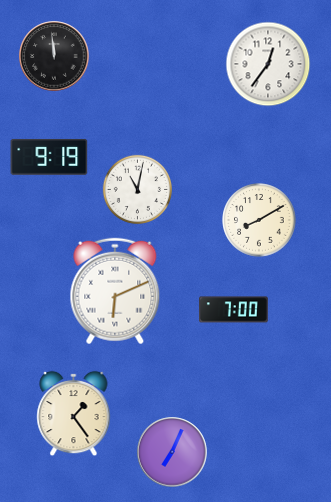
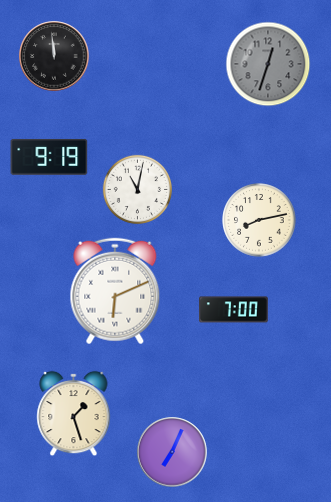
clock at (268, 64): 12:36 -> 12:33
clock at (268, 64) dial: white -> grey
clock at (259, 220): 8:10 -> 8:13
clock at (74, 414): 1:24 -> 1:27
